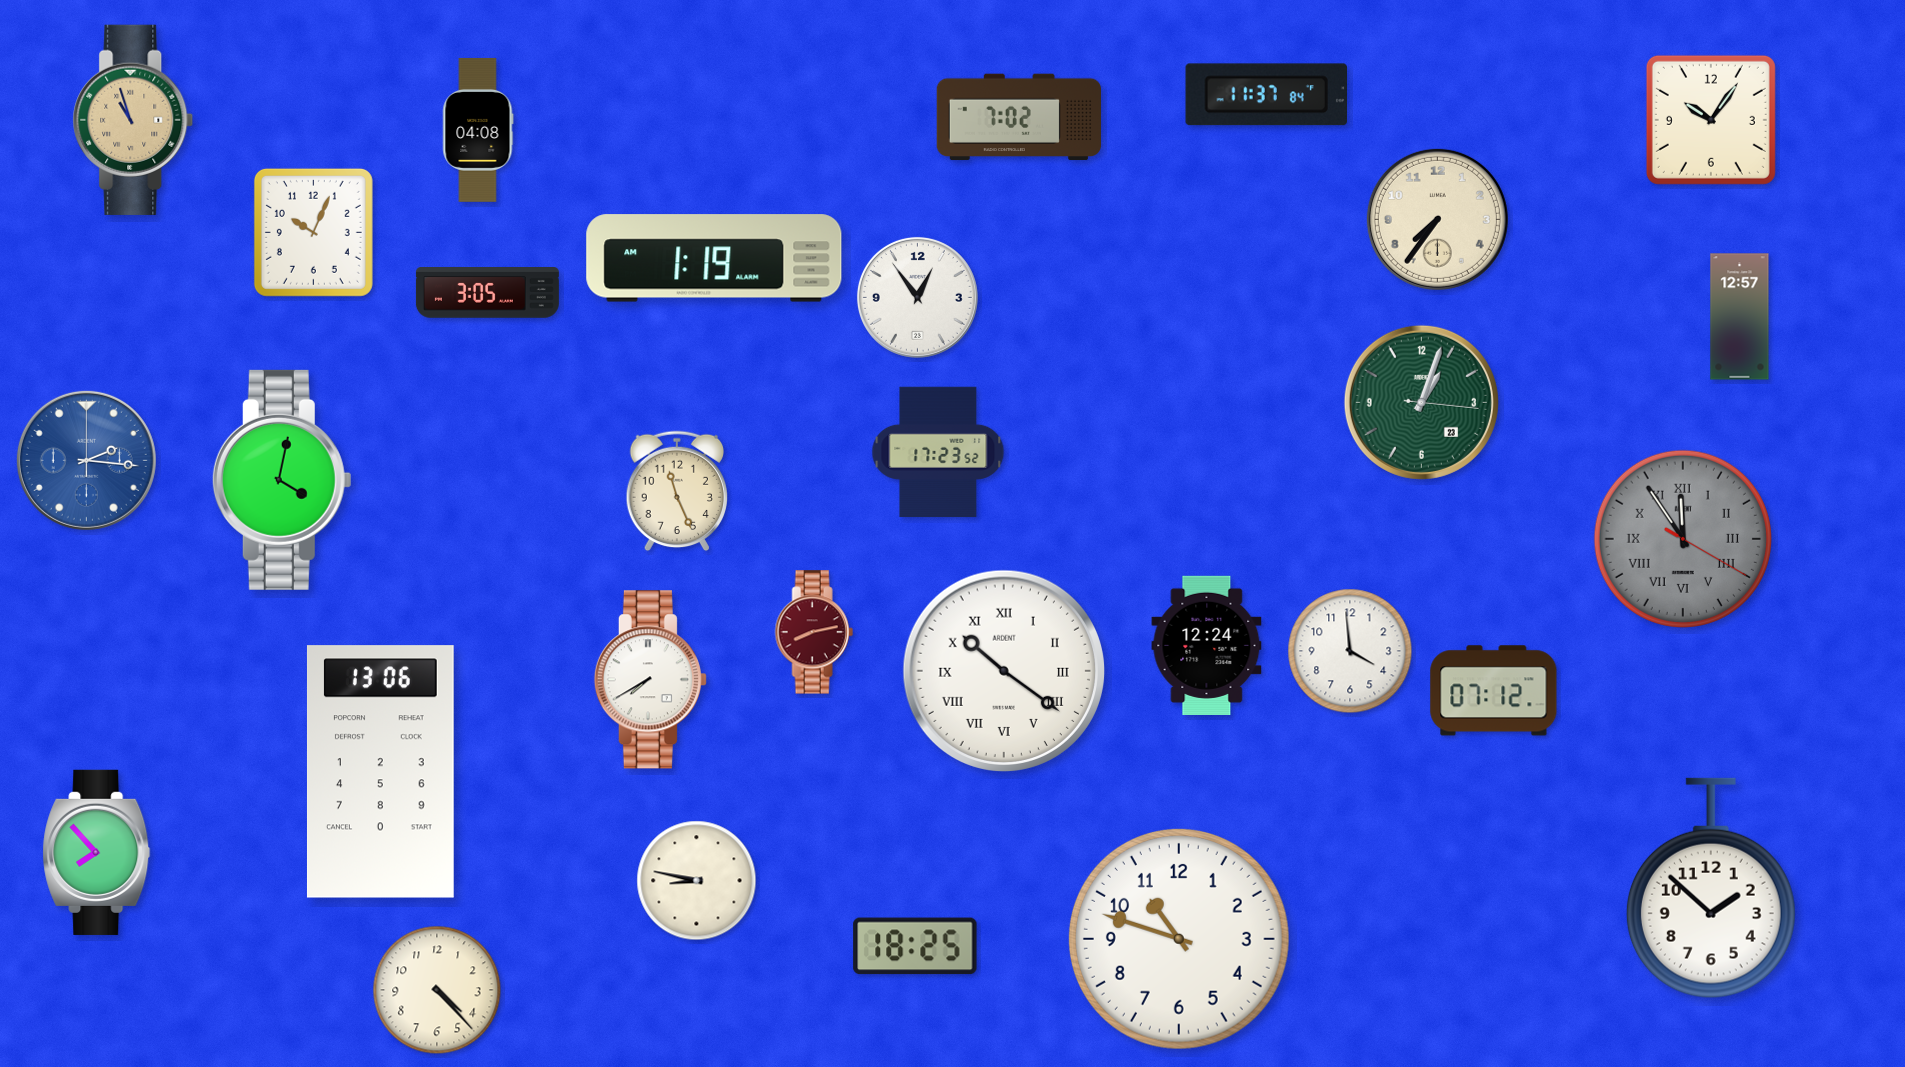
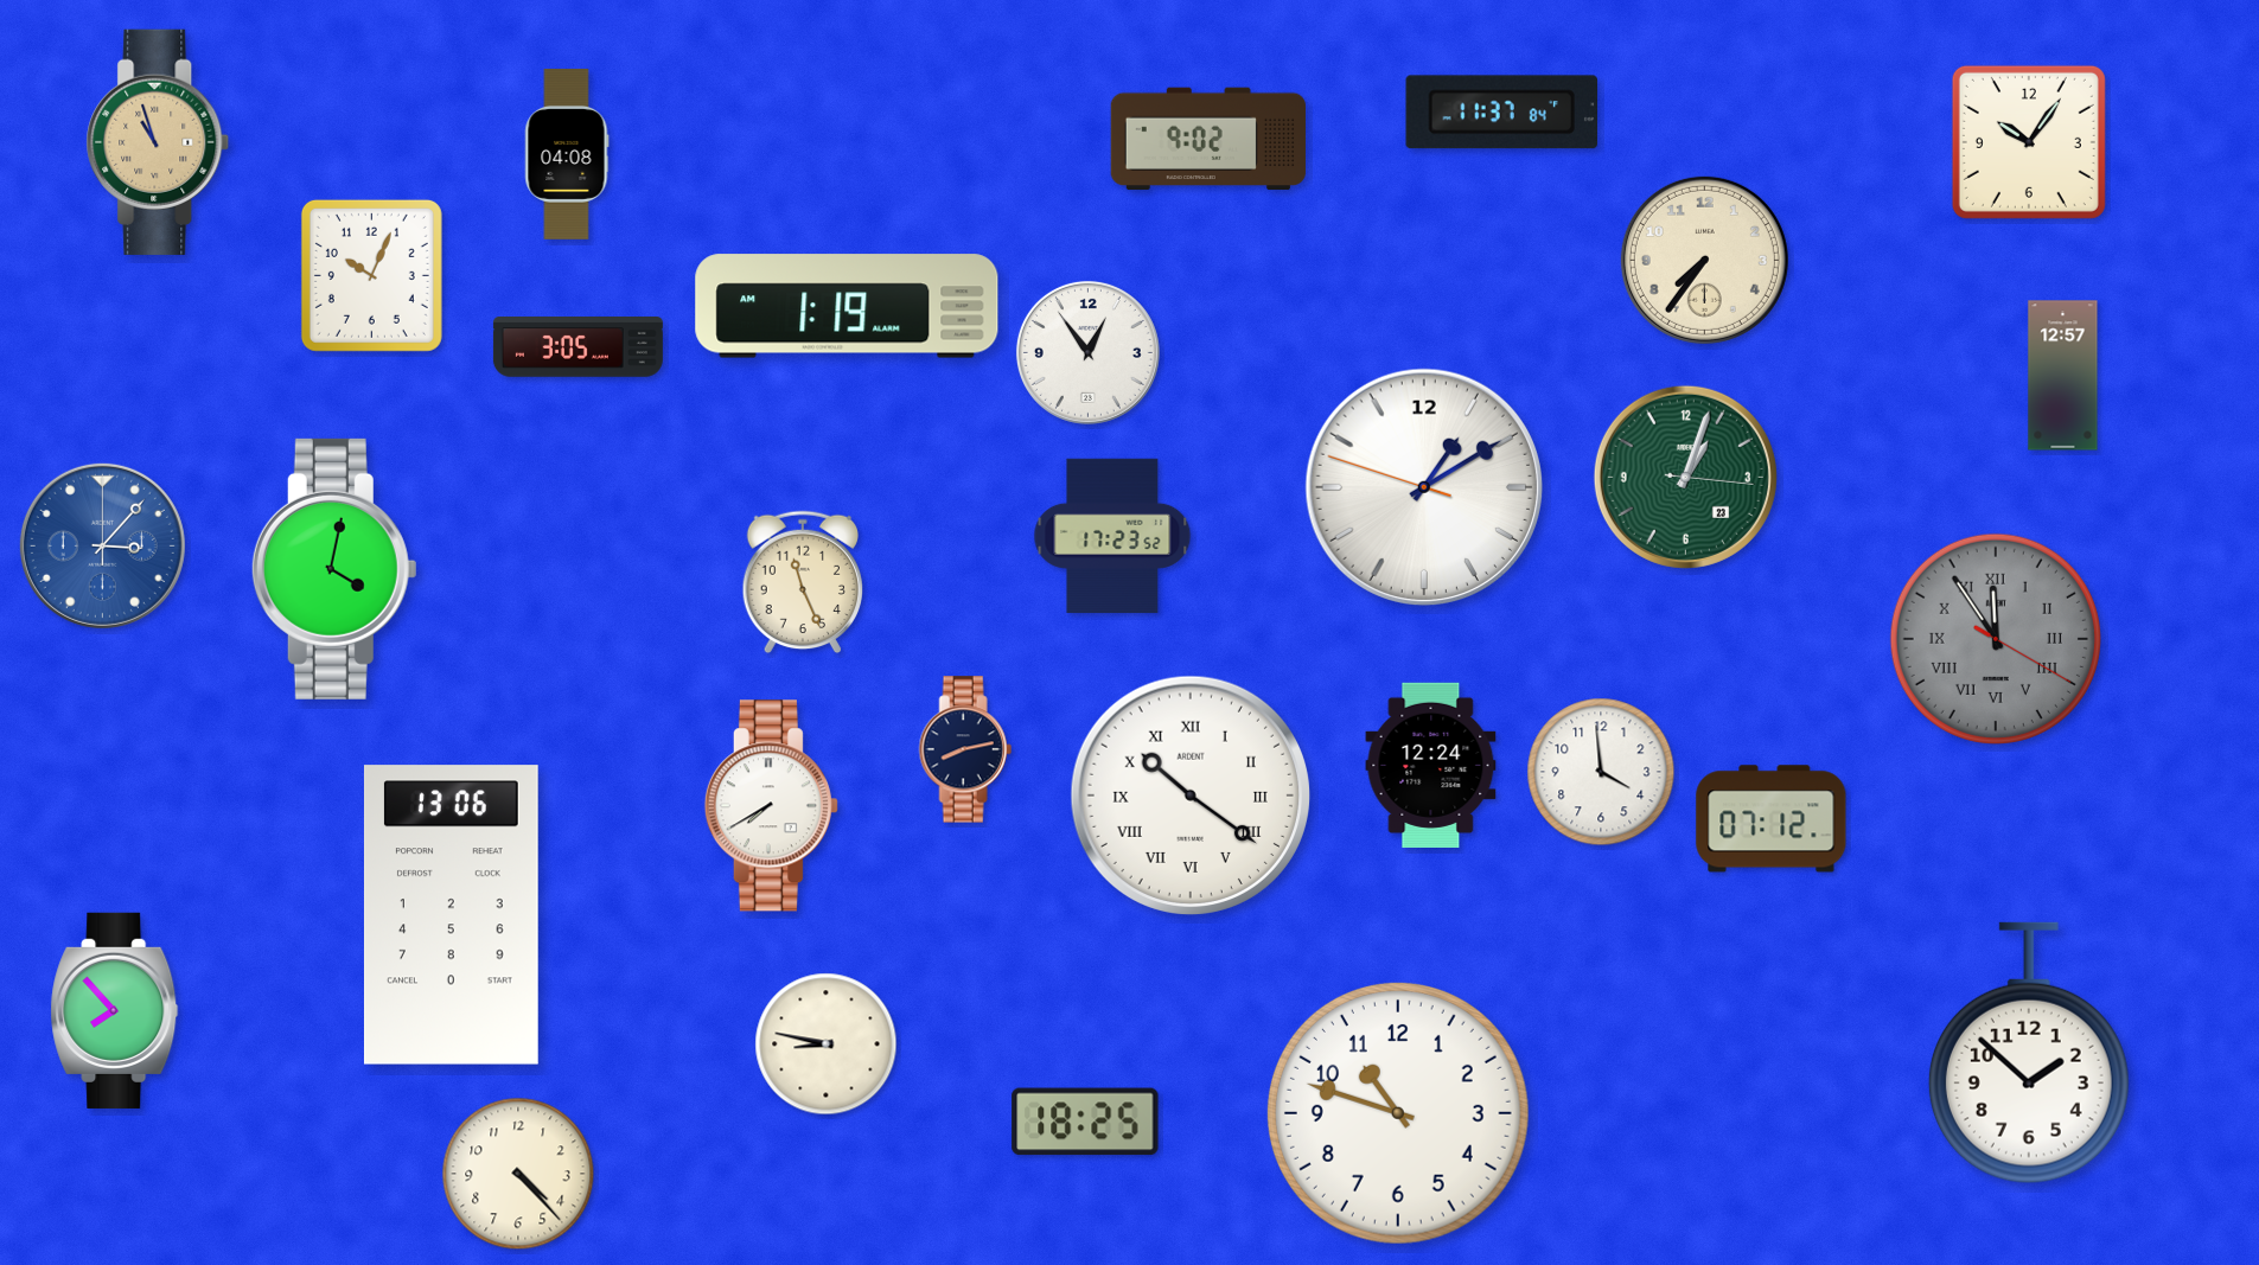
clock at (1019, 117): 7:02 -> 9:02
clock at (1423, 486): none -> 1:09
clock at (86, 460): 2:16 -> 3:07
clock at (814, 632) dial: burgundy -> navy
